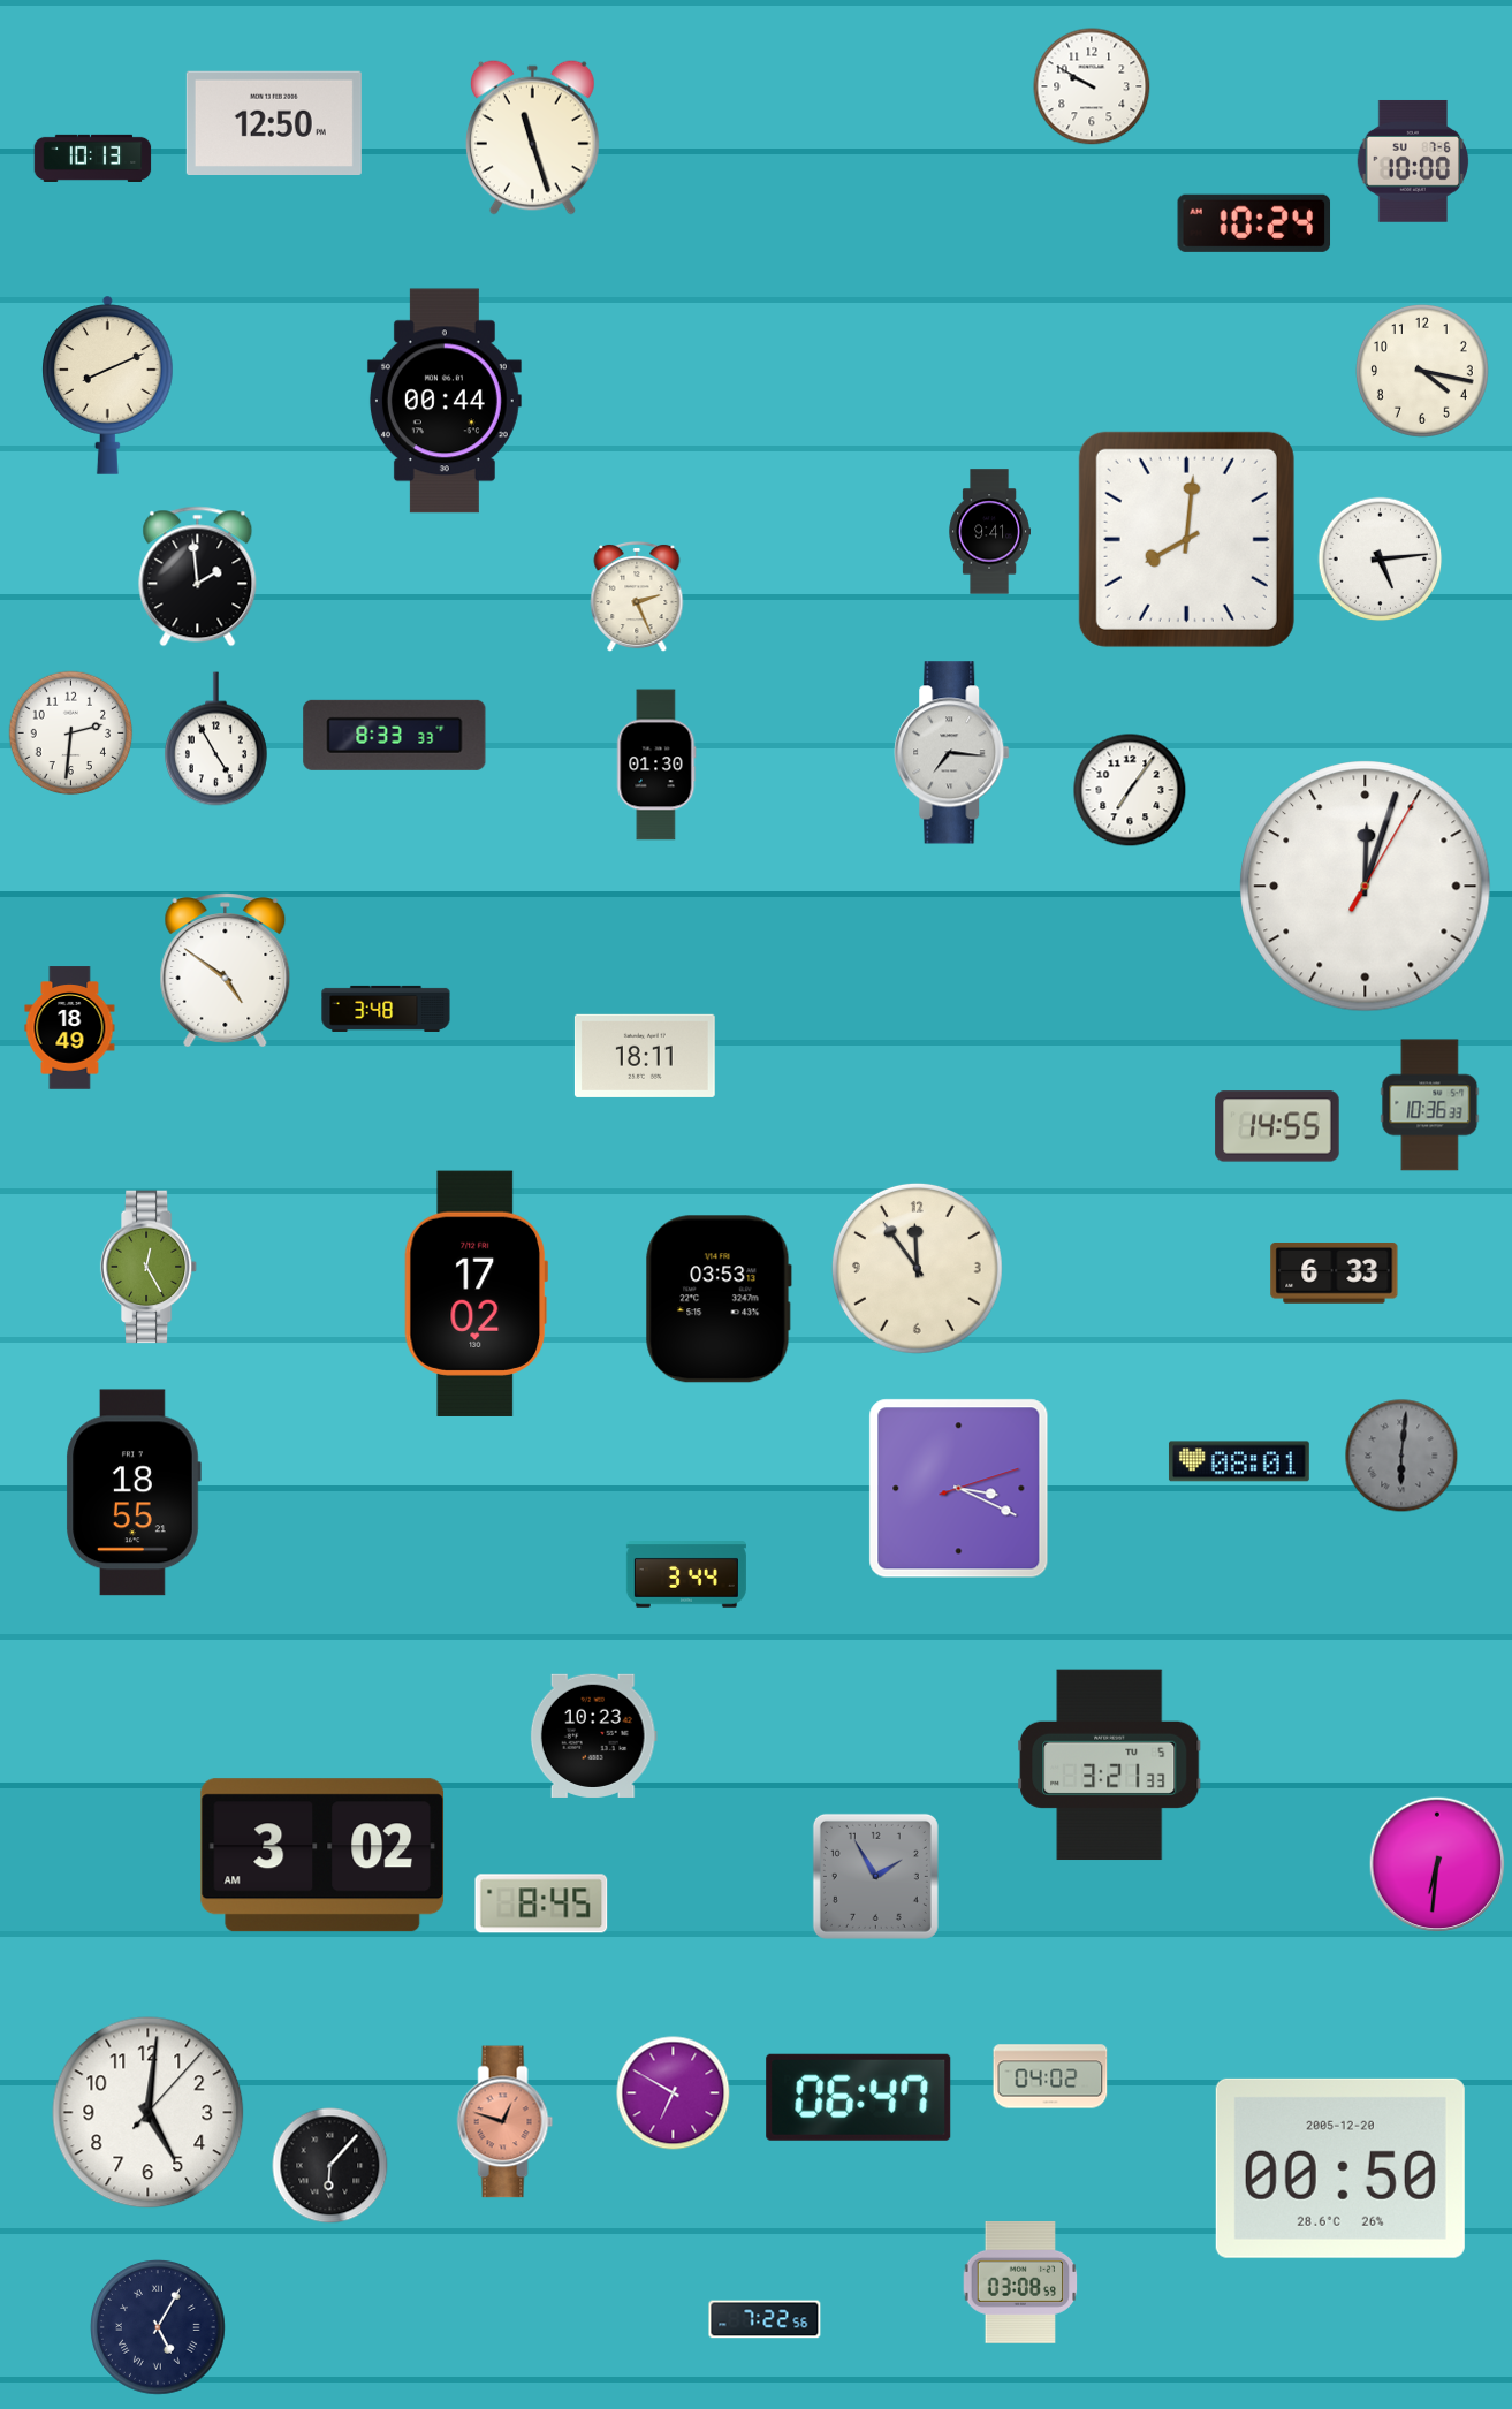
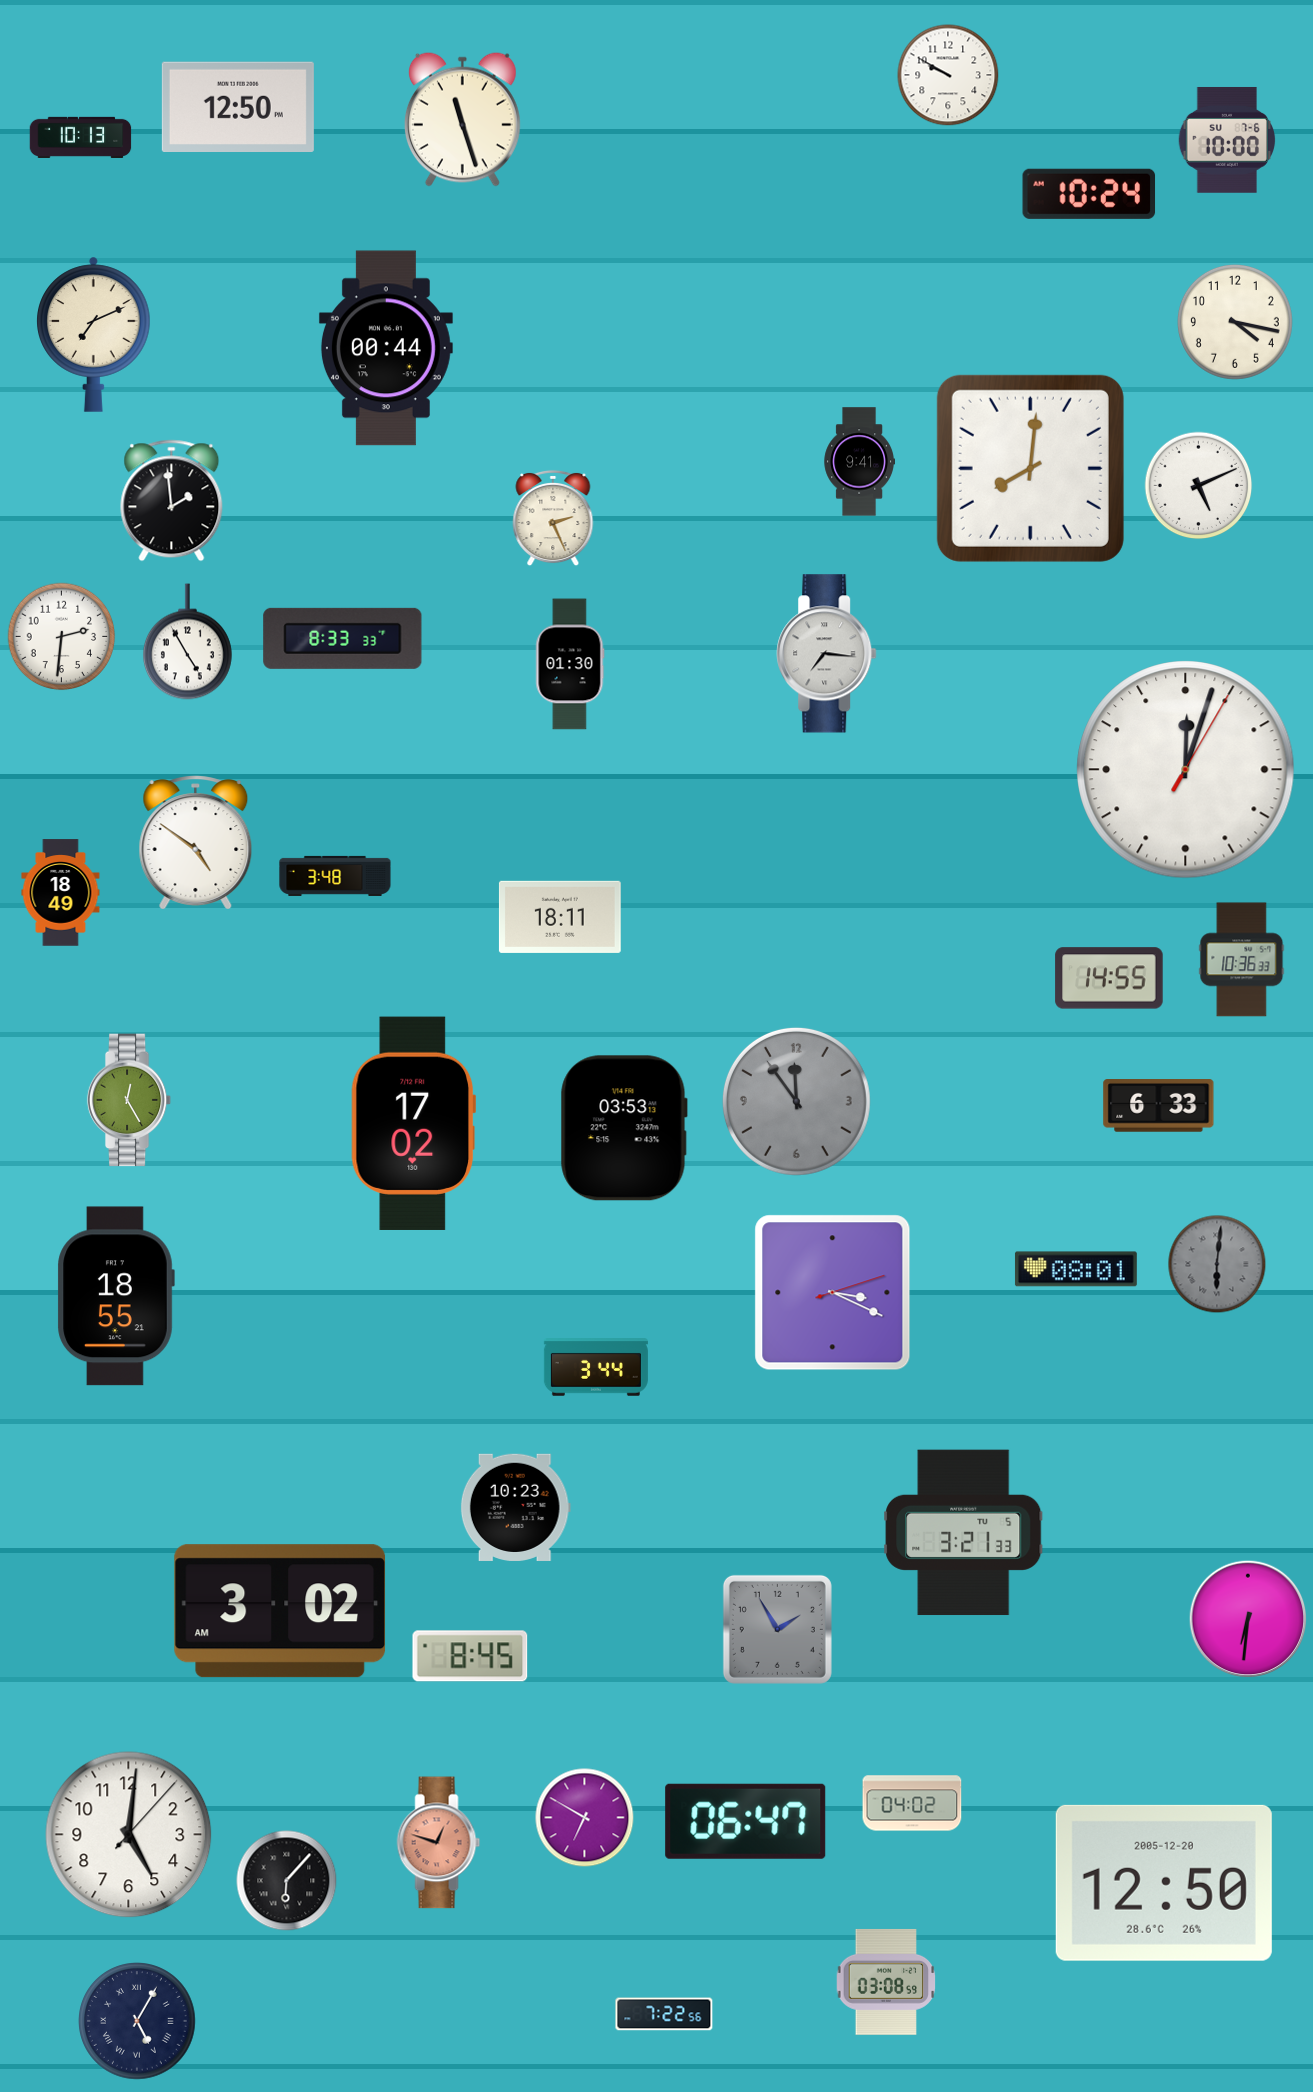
clock at (108, 385): 8:11 -> 7:11
clock at (1381, 560): 5:14 -> 5:11
clock at (1130, 790): 7:06 -> none
clock at (917, 1268) dial: cream -> grey
clock at (875, 1876) position: (875, 1876) -> (777, 1629)
clock at (541, 1903) position: (541, 1903) -> (470, 1656)
clock at (1340, 2168): 00:50 -> 12:50
